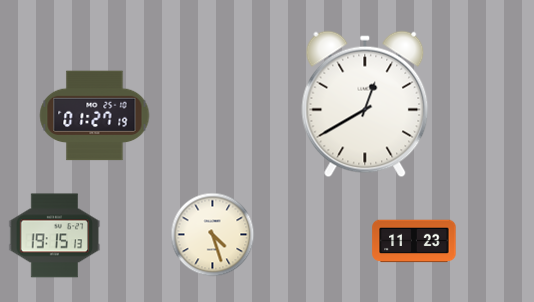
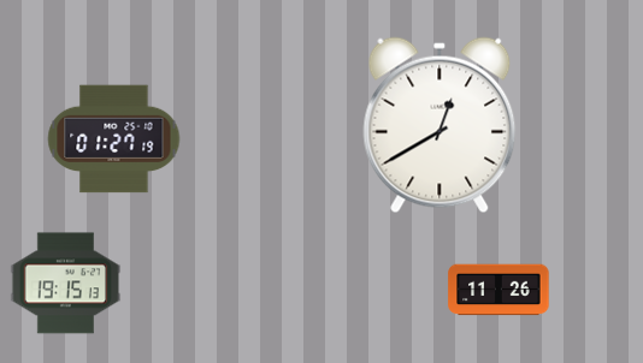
clock at (213, 235): 4:27 -> none
clock at (414, 241): 11:23 -> 11:26
